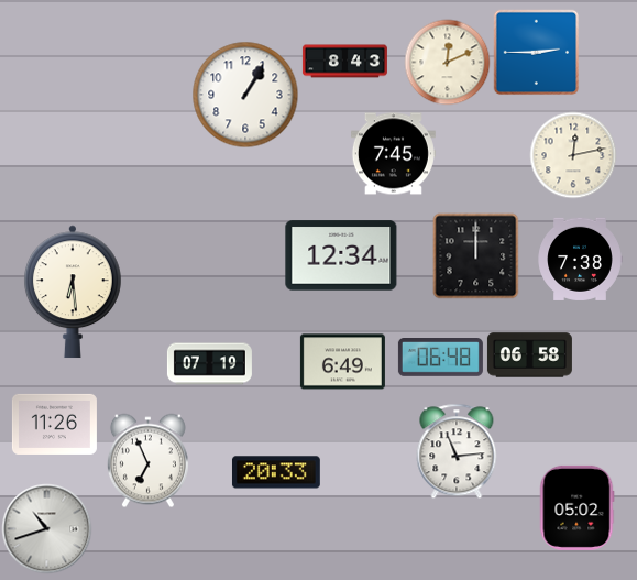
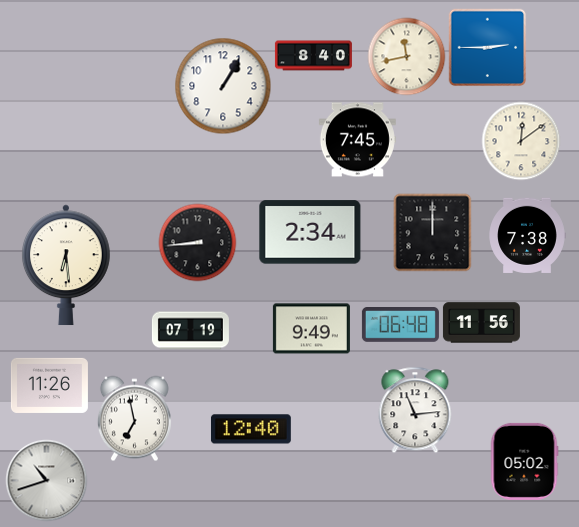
clock at (344, 62): 8:43 -> 8:40
clock at (447, 62): 12:11 -> 11:43
clock at (573, 155): 12:13 -> 12:09
clock at (341, 255): 12:34 -> 2:34
clock at (197, 242): none -> 8:44
clock at (529, 355): 06:58 -> 11:56
clock at (342, 362): 6:49 -> 9:49
clock at (147, 460): 6:56 -> 6:58
clock at (276, 472): 20:33 -> 12:40
clock at (46, 528) position: (46, 528) -> (46, 480)
